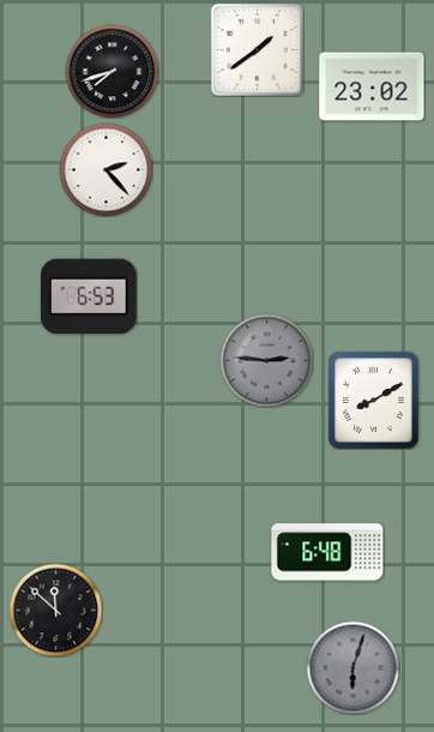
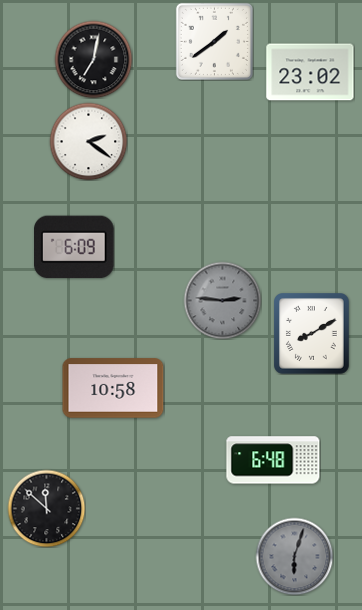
clock at (111, 71): 7:42 -> 7:02
clock at (106, 169): 2:23 -> 2:21
clock at (89, 296): 6:53 -> 6:09
clock at (113, 388): none -> 10:58
